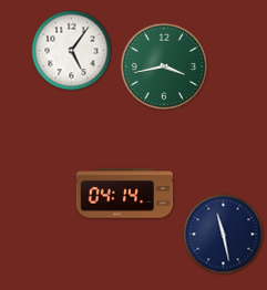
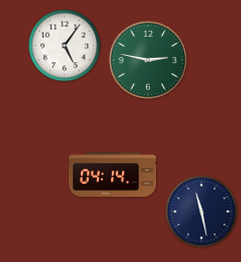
clock at (164, 66): 3:43 -> 2:47
